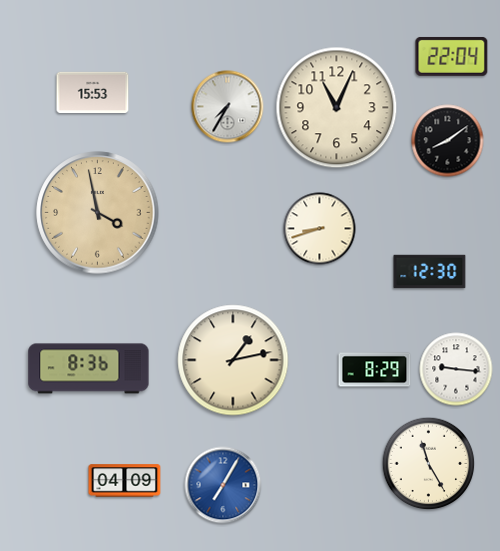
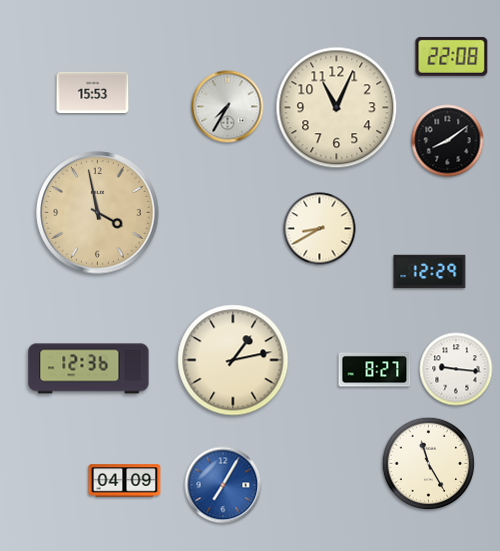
clock at (452, 56): 22:04 -> 22:08
clock at (320, 229): 8:42 -> 8:40
clock at (430, 272): 12:30 -> 12:29
clock at (89, 369): 8:36 -> 12:36
clock at (375, 370): 8:29 -> 8:27
